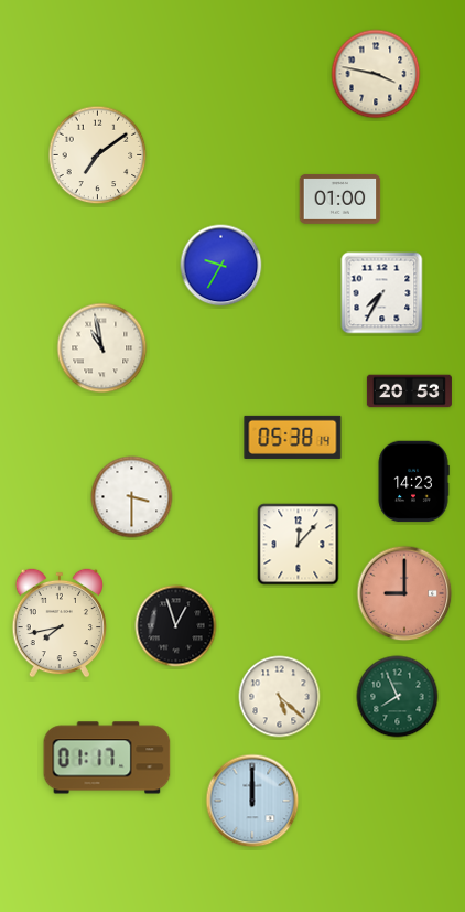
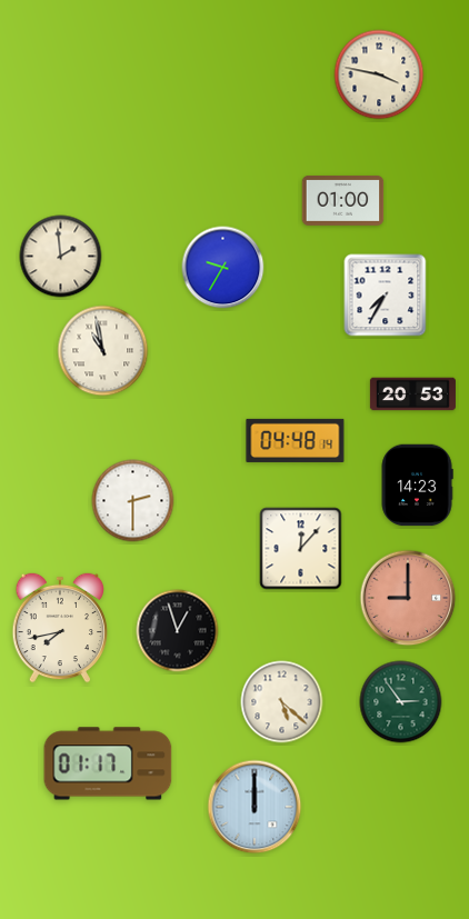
clock at (98, 155): 7:09 -> none
clock at (61, 257): none -> 1:59
clock at (293, 437): 05:38 -> 04:48
clock at (132, 497): 3:30 -> 2:30
clock at (398, 697): 7:56 -> 2:54
